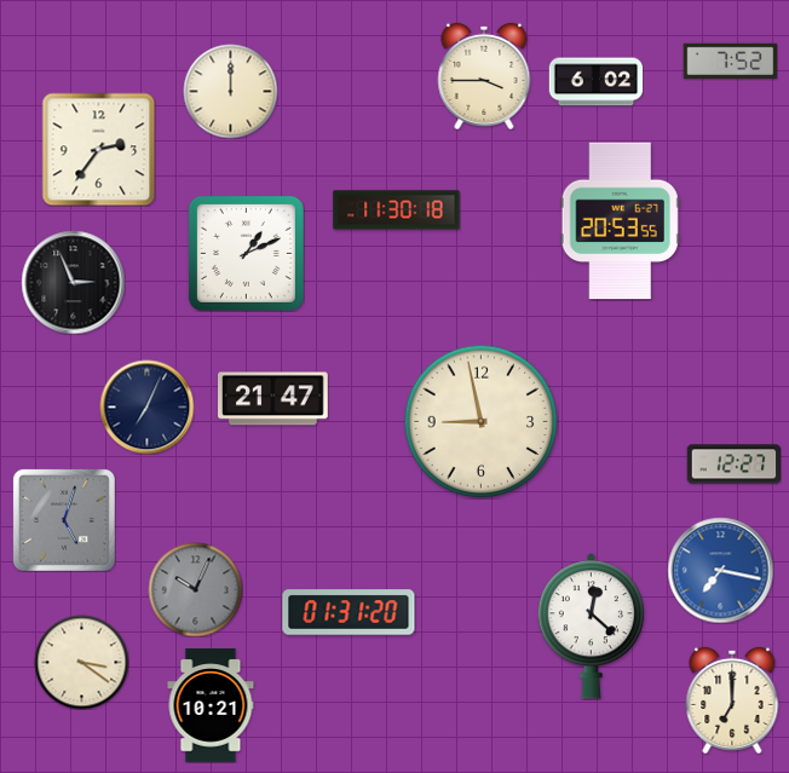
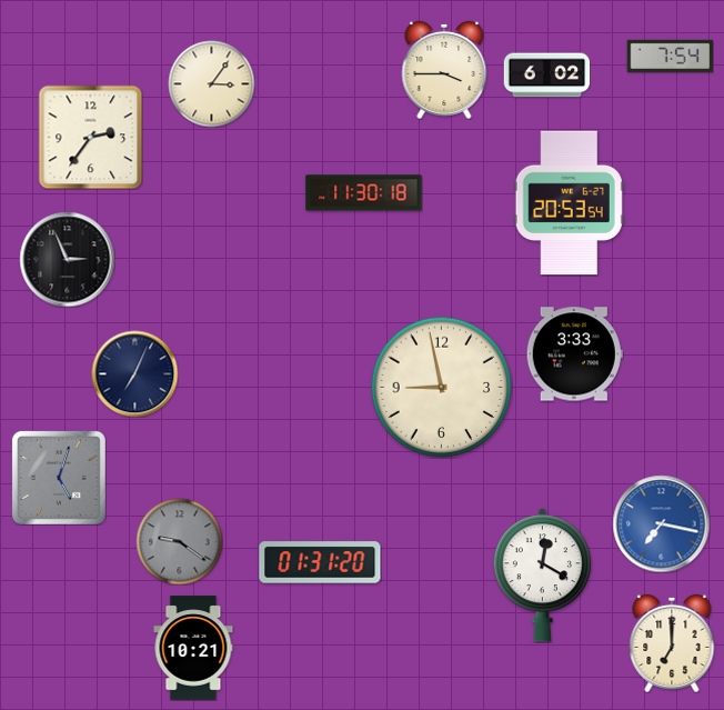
clock at (730, 60): 7:52 -> 7:54
clock at (230, 91): 12:00 -> 3:06
clock at (620, 221): 20:53:55 -> 20:53:54
clock at (246, 253): 1:11 -> none
clock at (574, 354): none -> 3:33
clock at (273, 399): 21:47 -> none
clock at (733, 465): 12:27 -> none
clock at (195, 589): 10:04 -> 9:21
clock at (591, 627): 12:22 -> 12:20
clock at (81, 662): 3:21 -> none
